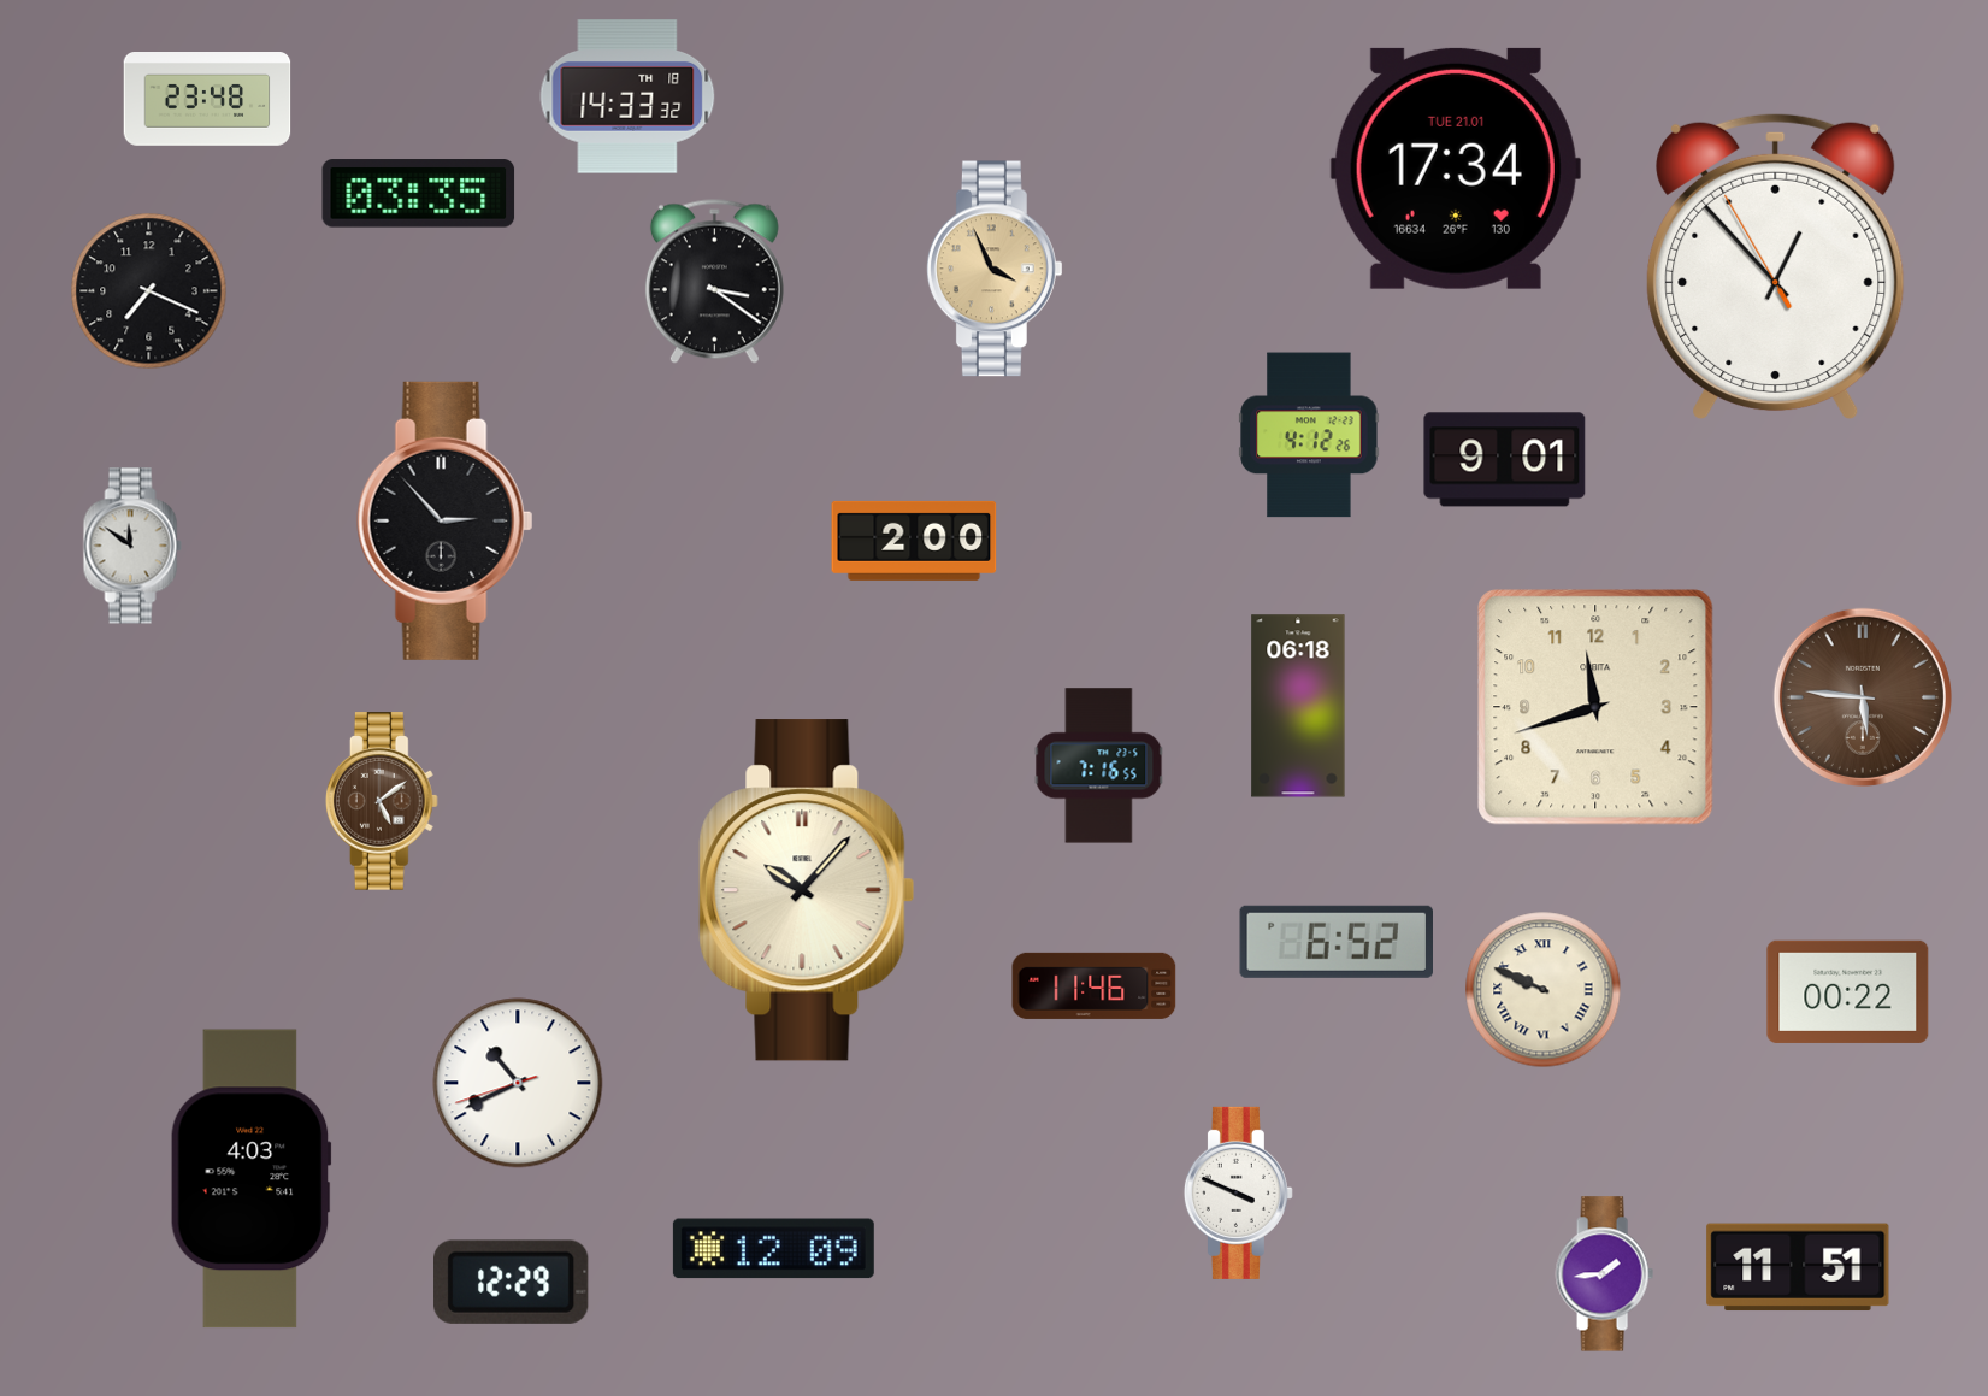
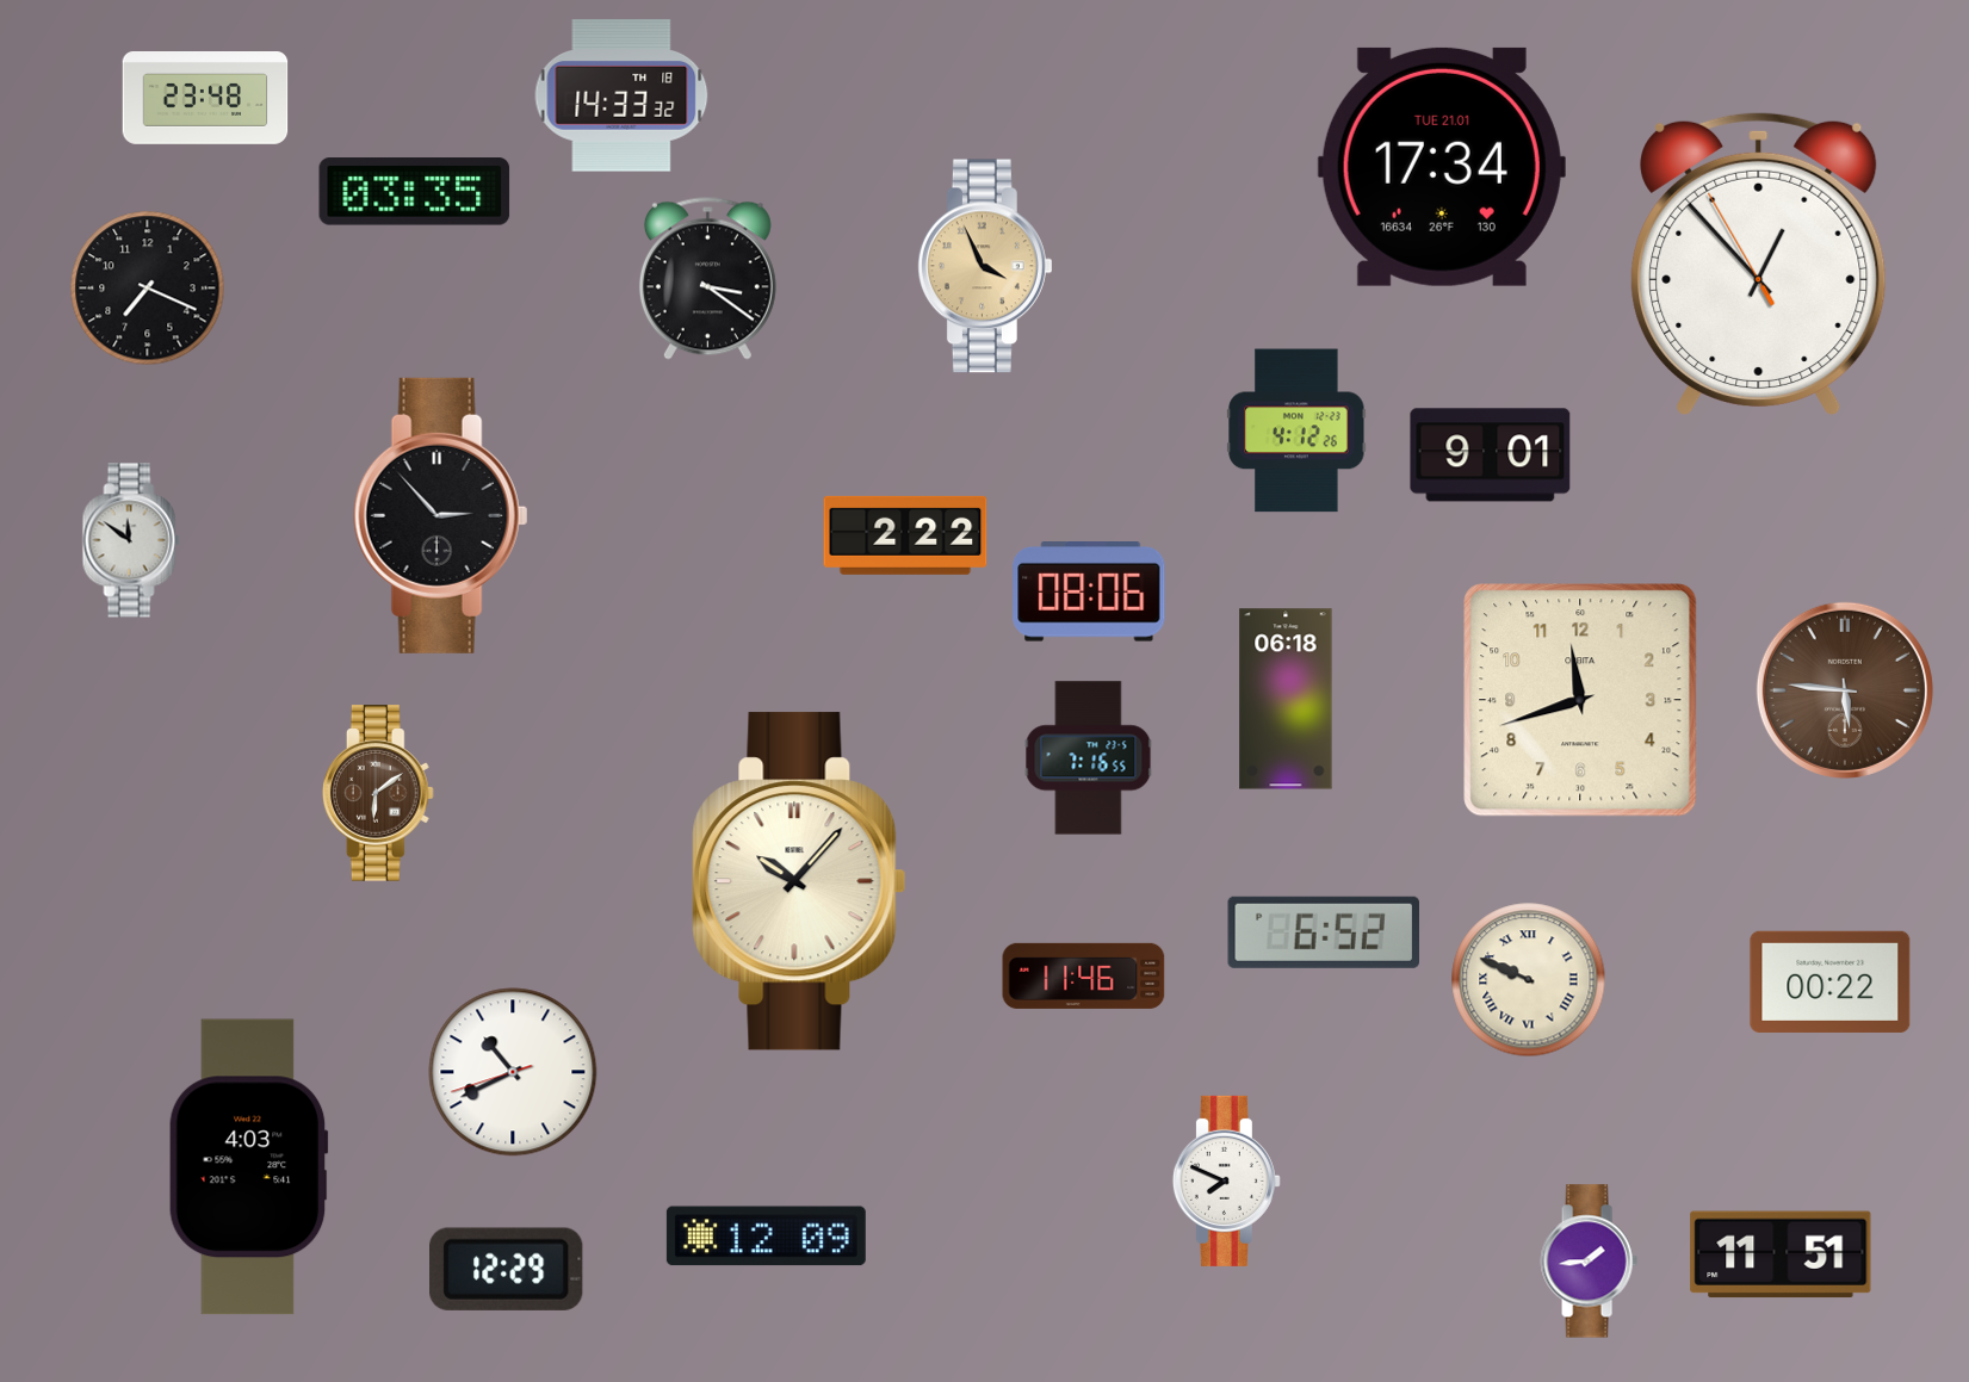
clock at (914, 541): 2:00 -> 2:22
clock at (1089, 593): none -> 08:06
clock at (382, 801): 5:09 -> 6:09
clock at (1238, 1192): 3:49 -> 7:49
